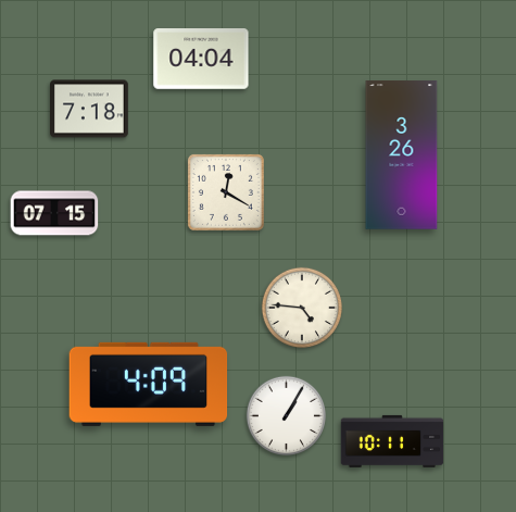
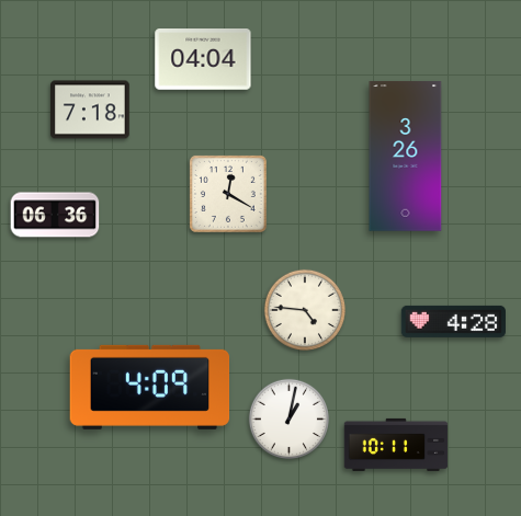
clock at (54, 213): 07:15 -> 06:36
clock at (453, 321): none -> 4:28
clock at (287, 416): 1:05 -> 1:02
